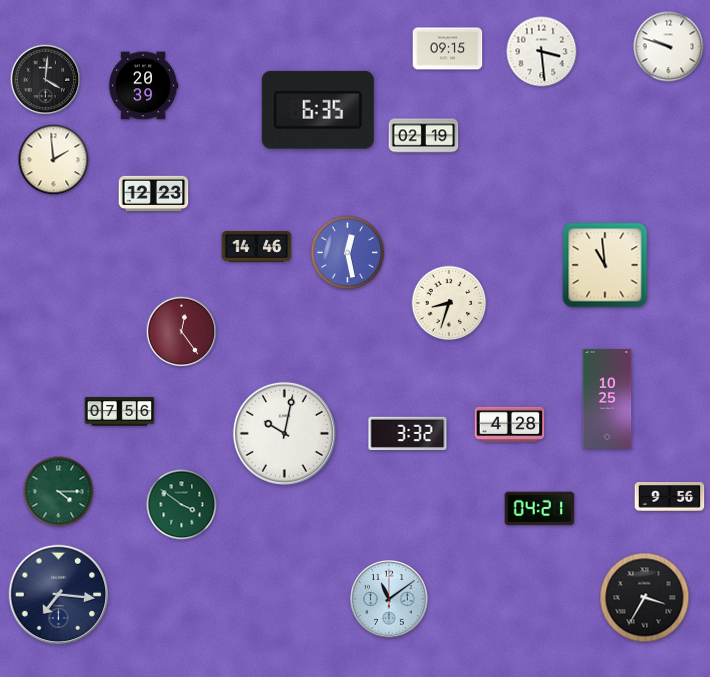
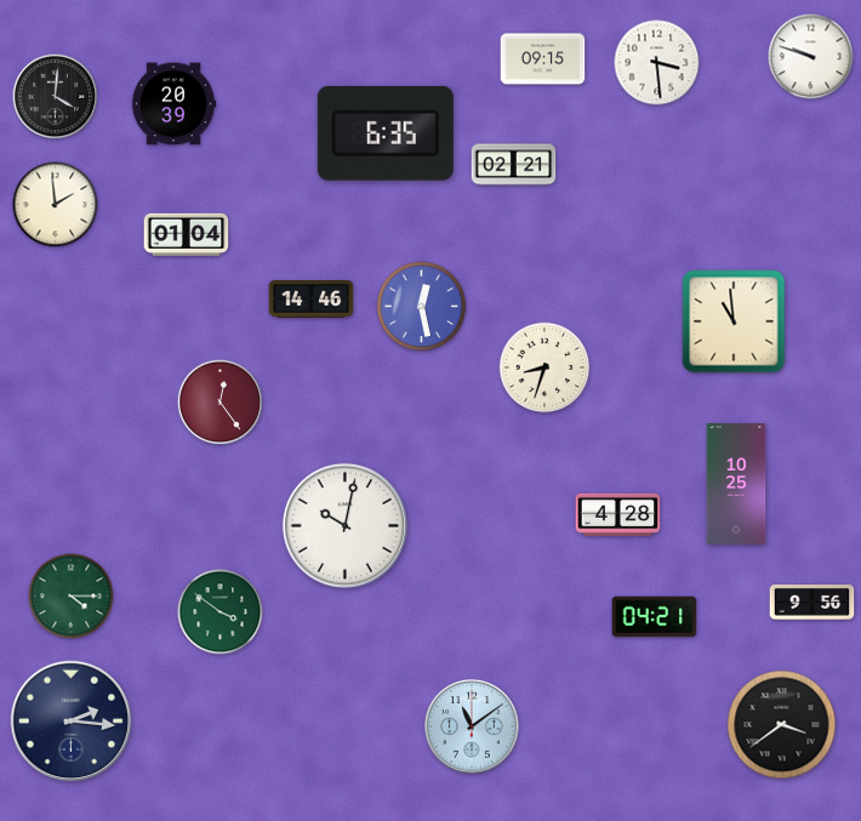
clock at (424, 136): 02:19 -> 02:21
clock at (54, 160) position: (54, 160) -> (56, 205)
clock at (154, 193): 12:23 -> 01:04
clock at (120, 412): 07:56 -> none
clock at (408, 433): 3:32 -> none
clock at (59, 595): 7:16 -> 2:16
clock at (645, 598): 3:35 -> 3:39
